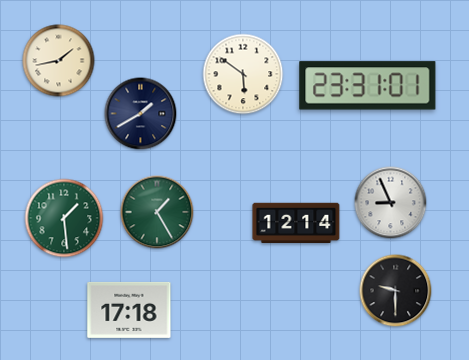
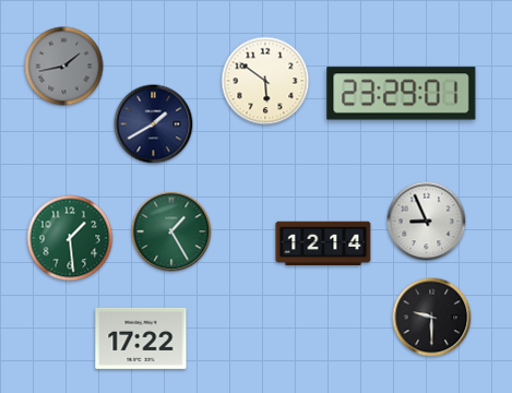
clock at (59, 61) dial: cream -> grey
clock at (368, 86): 23:31 -> 23:29
clock at (129, 310): 17:18 -> 17:22
